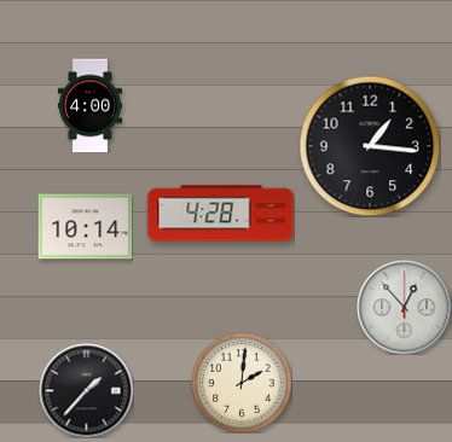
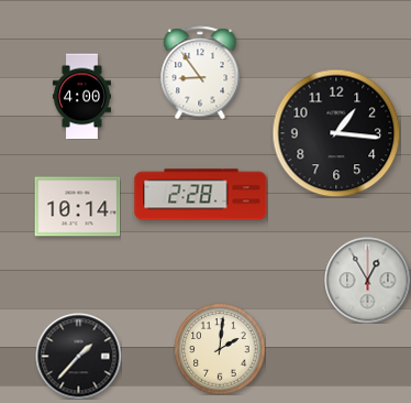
clock at (200, 73): none -> 8:54
clock at (221, 214): 4:28 -> 2:28
clock at (404, 307): 12:53 -> 12:55
